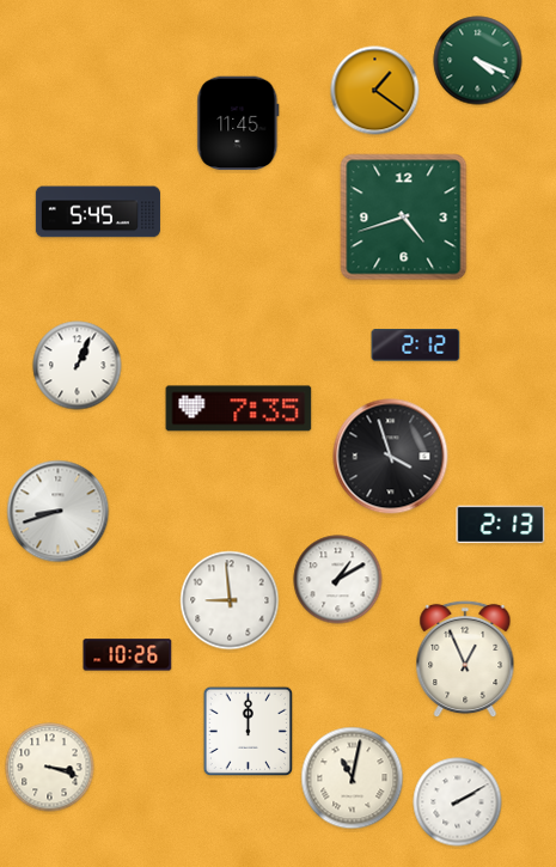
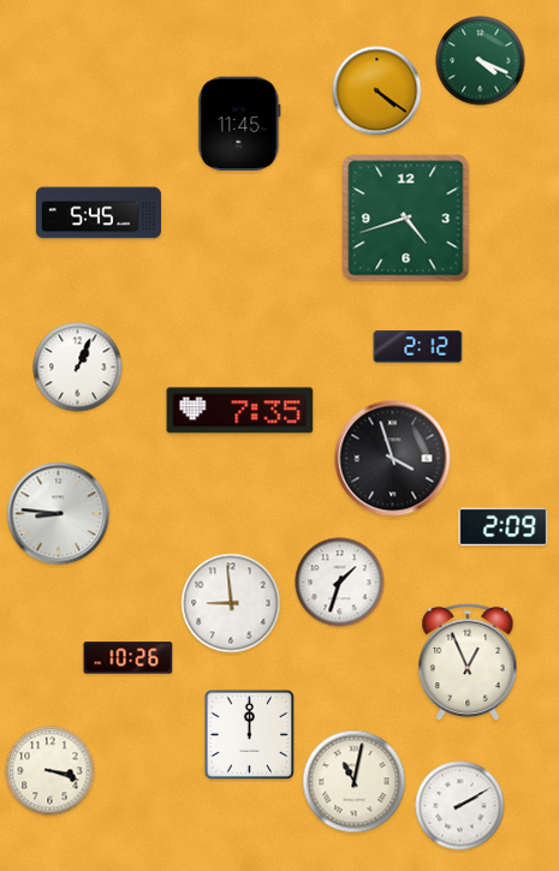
clock at (375, 91): 1:21 -> 4:21
clock at (59, 512): 8:42 -> 8:46
clock at (501, 525): 2:13 -> 2:09
clock at (338, 580): 1:10 -> 1:33
